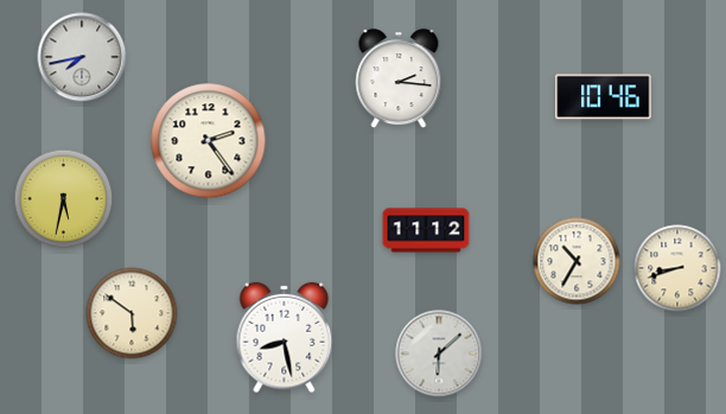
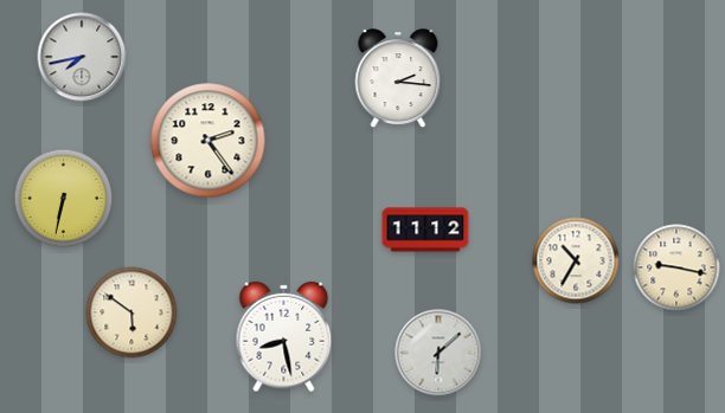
clock at (604, 97): 10:46 -> none
clock at (64, 199): 5:32 -> 6:32
clock at (677, 268): 8:42 -> 9:17
